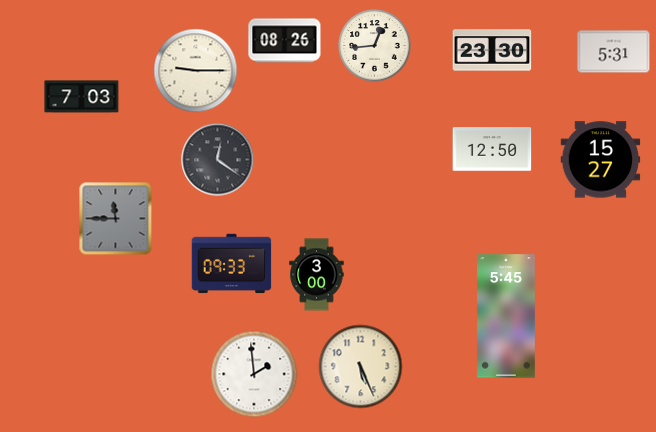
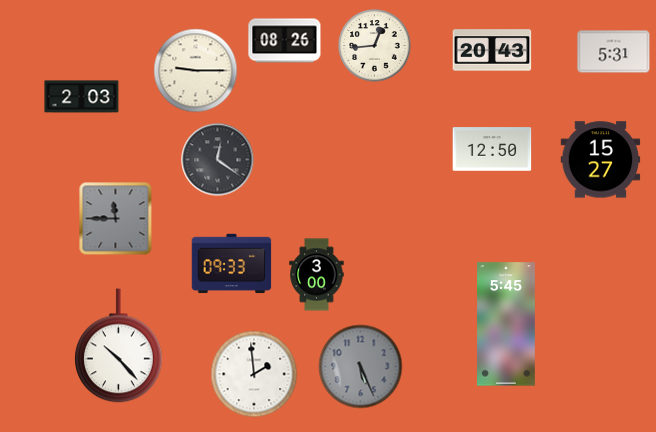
clock at (492, 50): 23:30 -> 20:43
clock at (82, 97): 7:03 -> 2:03
clock at (507, 316) position: (507, 316) -> (507, 324)
clock at (119, 346): none -> 10:23
clock at (361, 367) dial: cream -> grey
